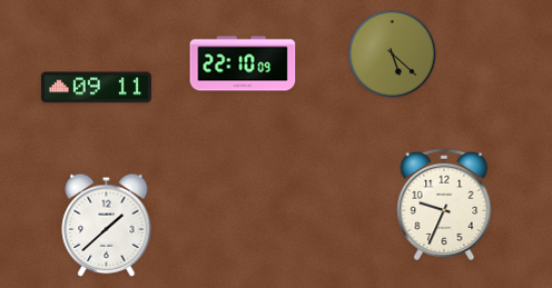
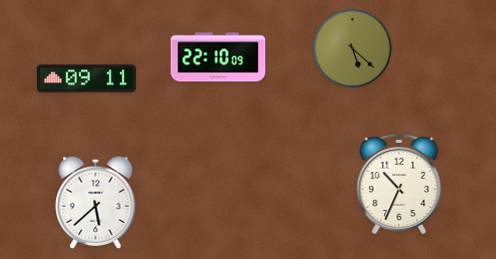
clock at (444, 205): 9:34 -> 10:34
clock at (107, 225): 1:38 -> 5:38
